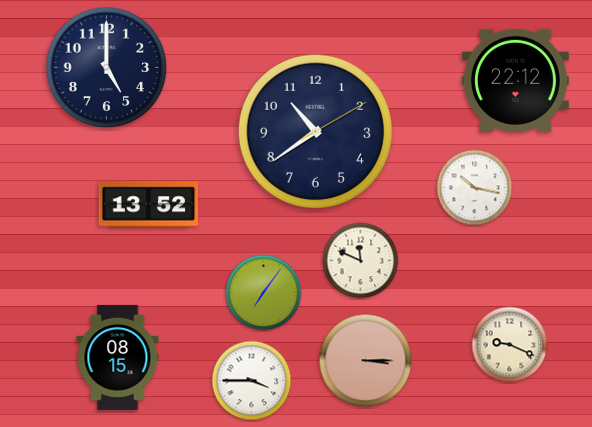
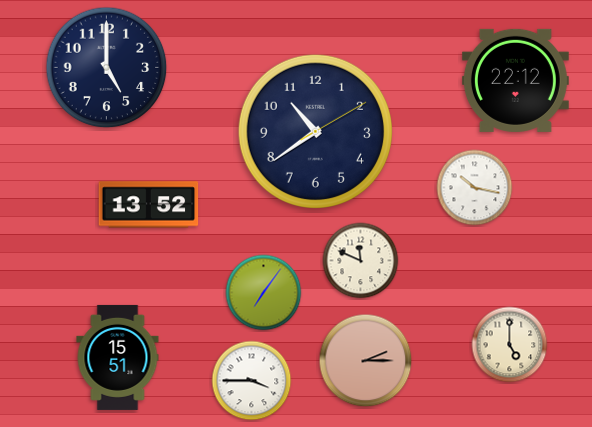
clock at (510, 345): 9:19 -> 5:00
clock at (118, 357): 08:15 -> 15:51
clock at (366, 361): 3:15 -> 2:15
